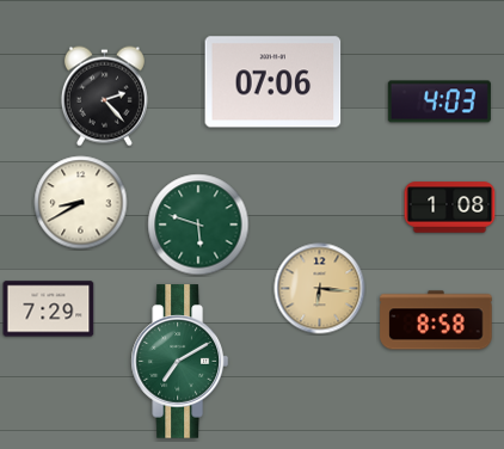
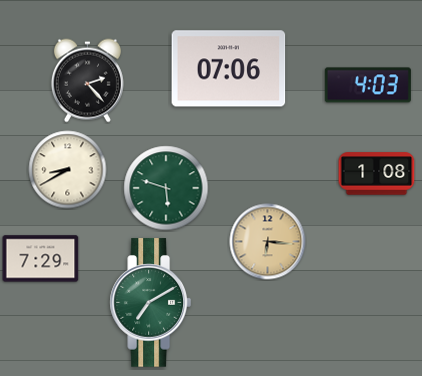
clock at (436, 320): 8:58 -> none
